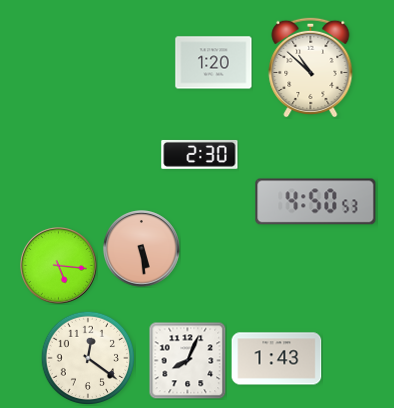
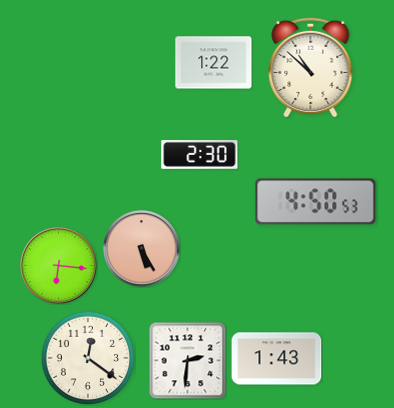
clock at (214, 63): 1:20 -> 1:22
clock at (142, 249): 5:29 -> 5:25
clock at (59, 266): 5:16 -> 6:16
clock at (187, 360): 8:04 -> 2:31
